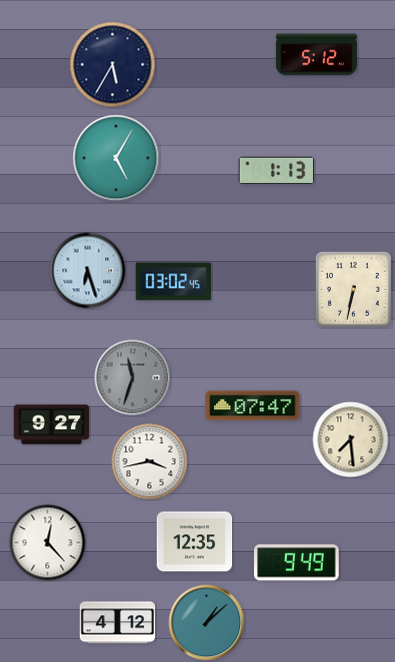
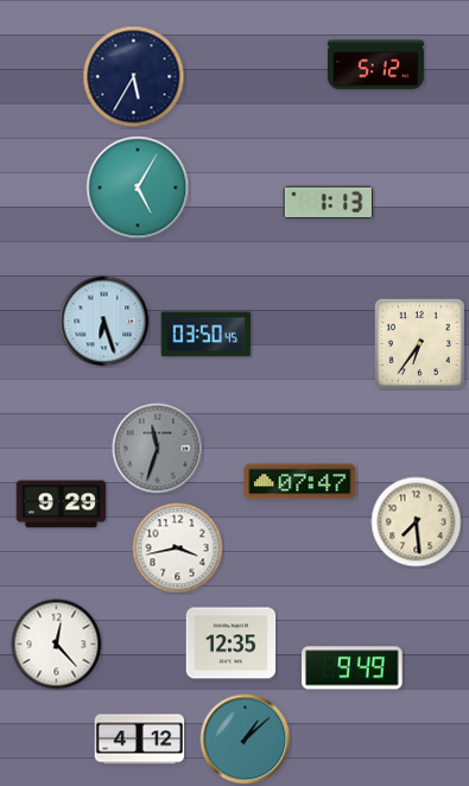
clock at (174, 282): 03:02 -> 03:50
clock at (353, 289): 6:32 -> 6:36
clock at (52, 425): 9:27 -> 9:29
